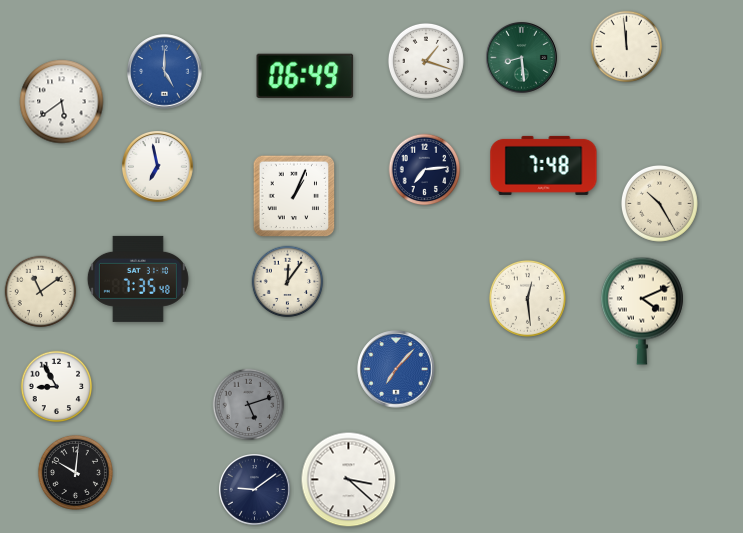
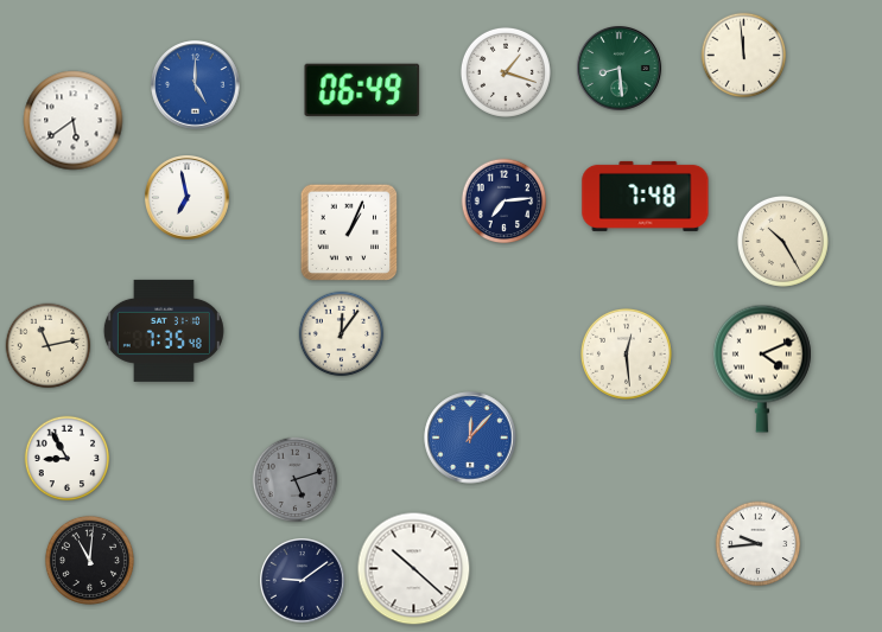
clock at (41, 292): 11:09 -> 11:13
clock at (396, 369): 7:07 -> 12:07
clock at (759, 544): none -> 9:44
clock at (75, 472): 10:01 -> 11:01
clock at (349, 480): 3:22 -> 10:22
